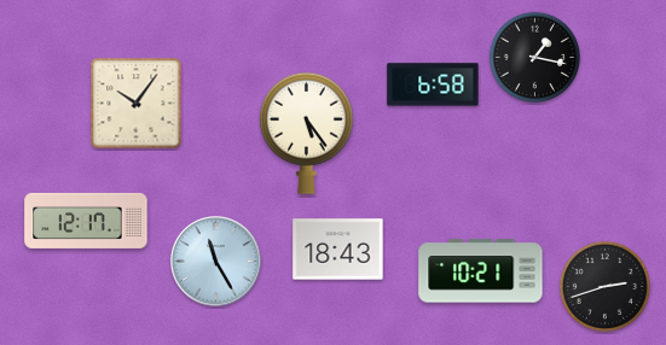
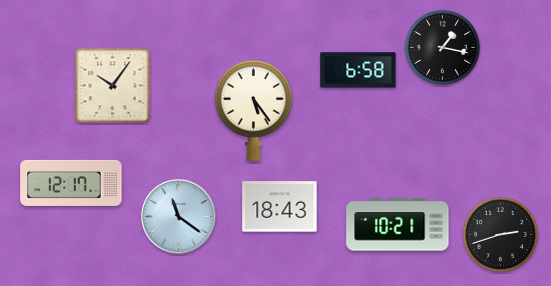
clock at (216, 262): 11:25 -> 11:21
clock at (604, 286) position: (604, 286) -> (500, 234)
